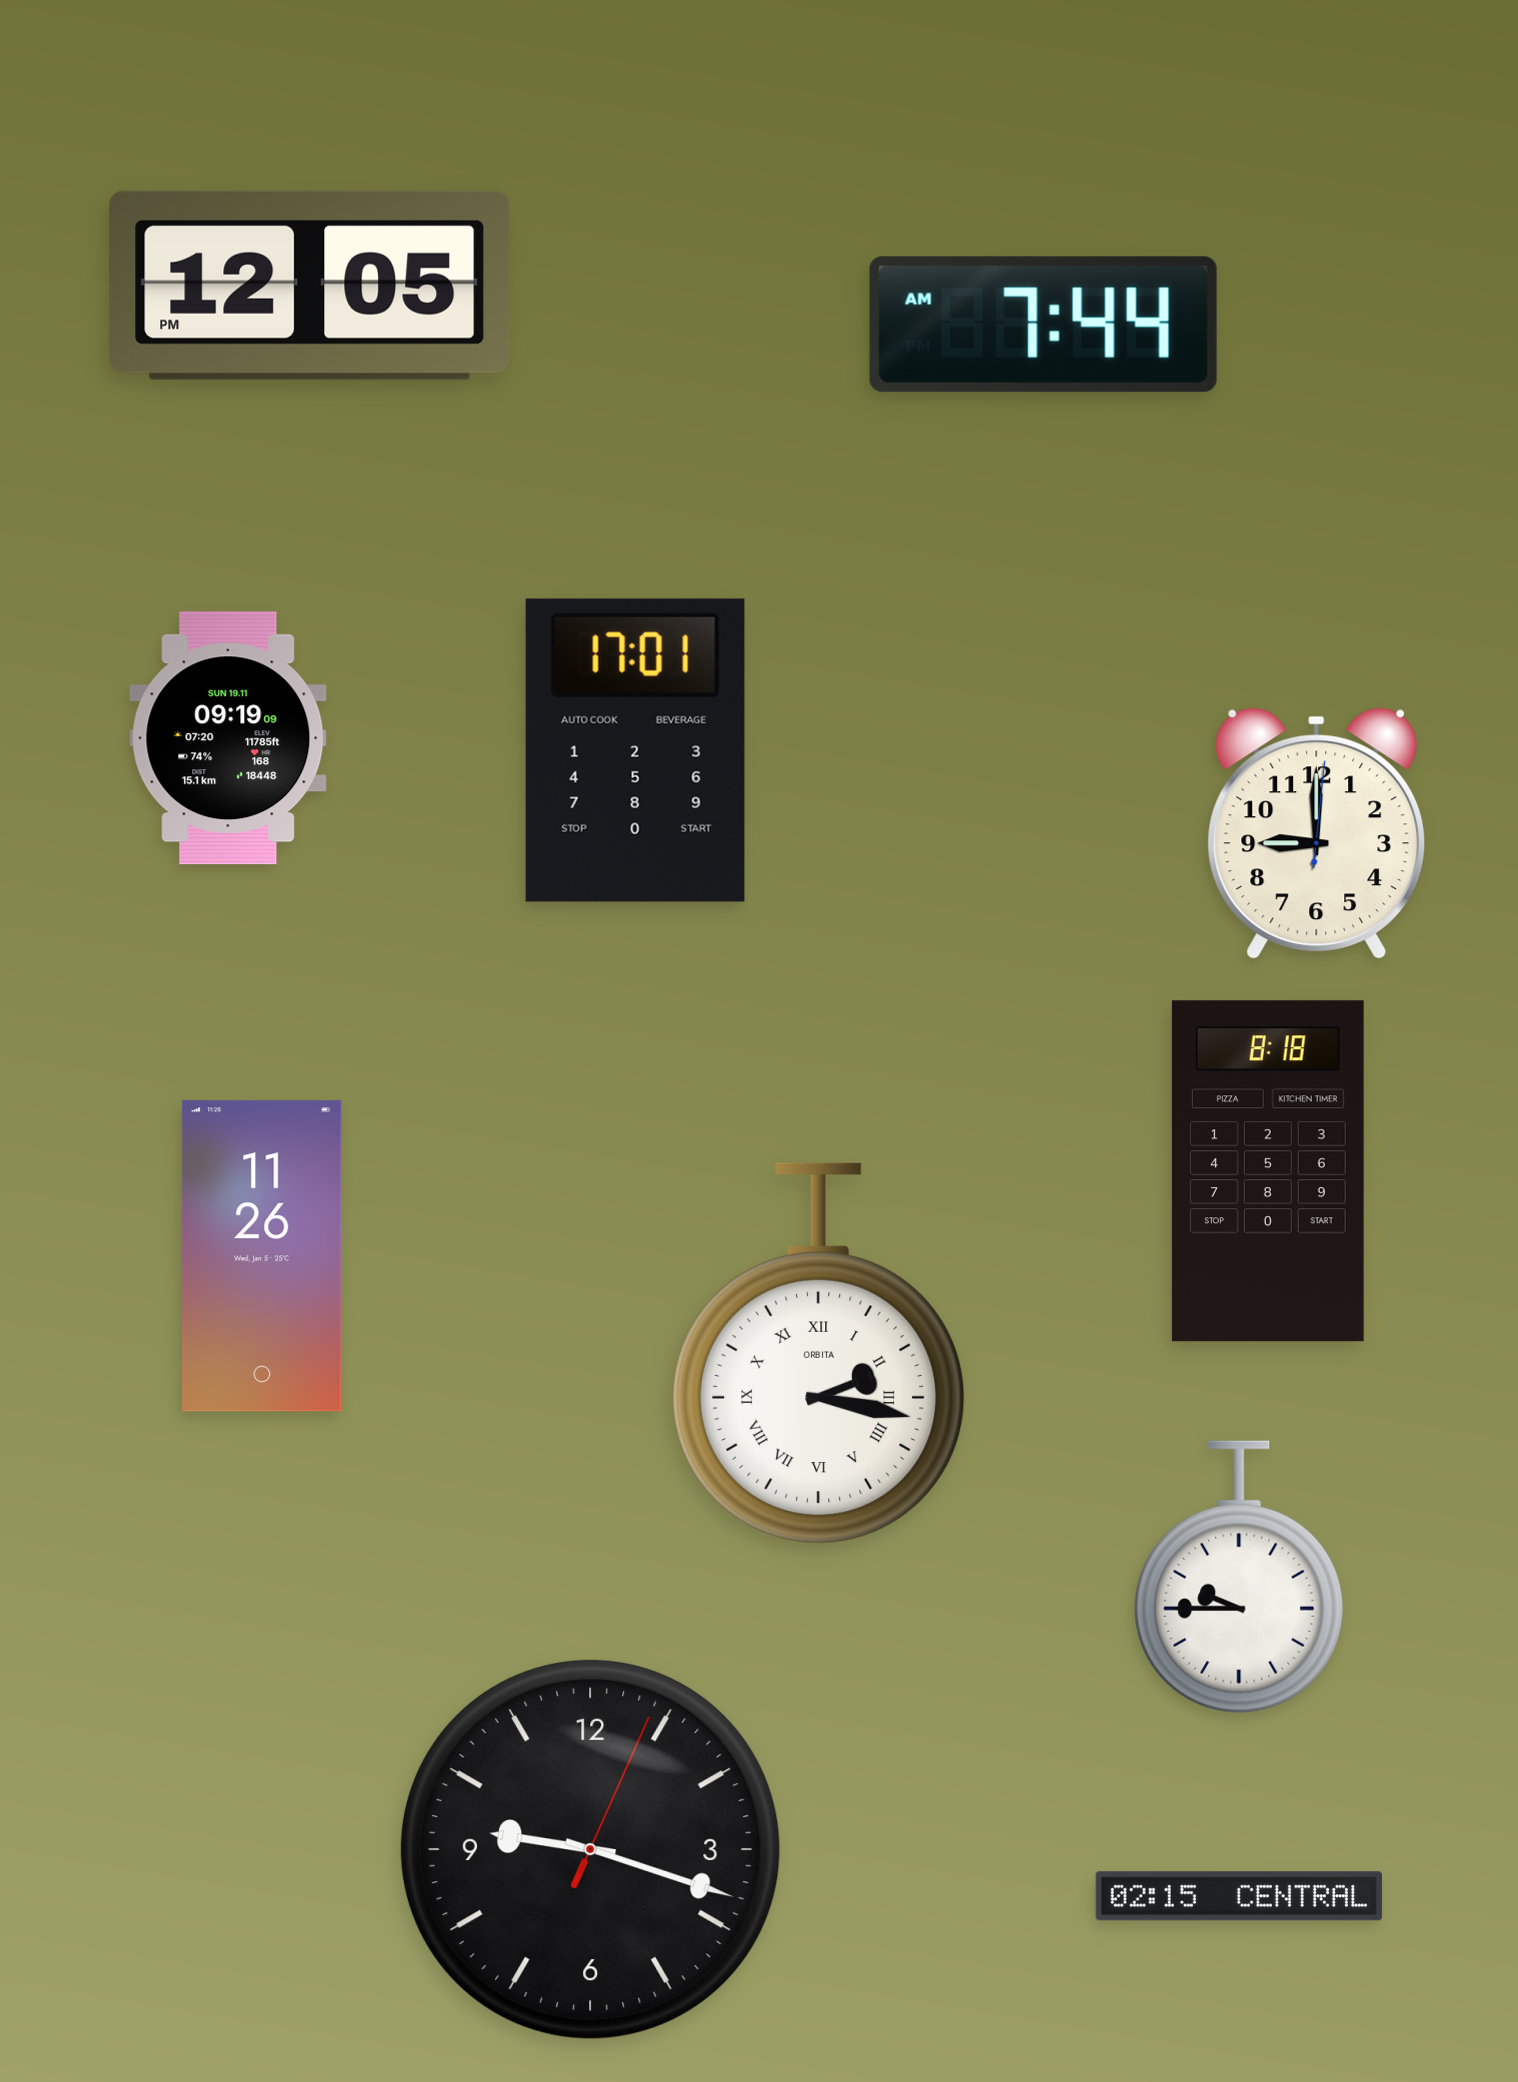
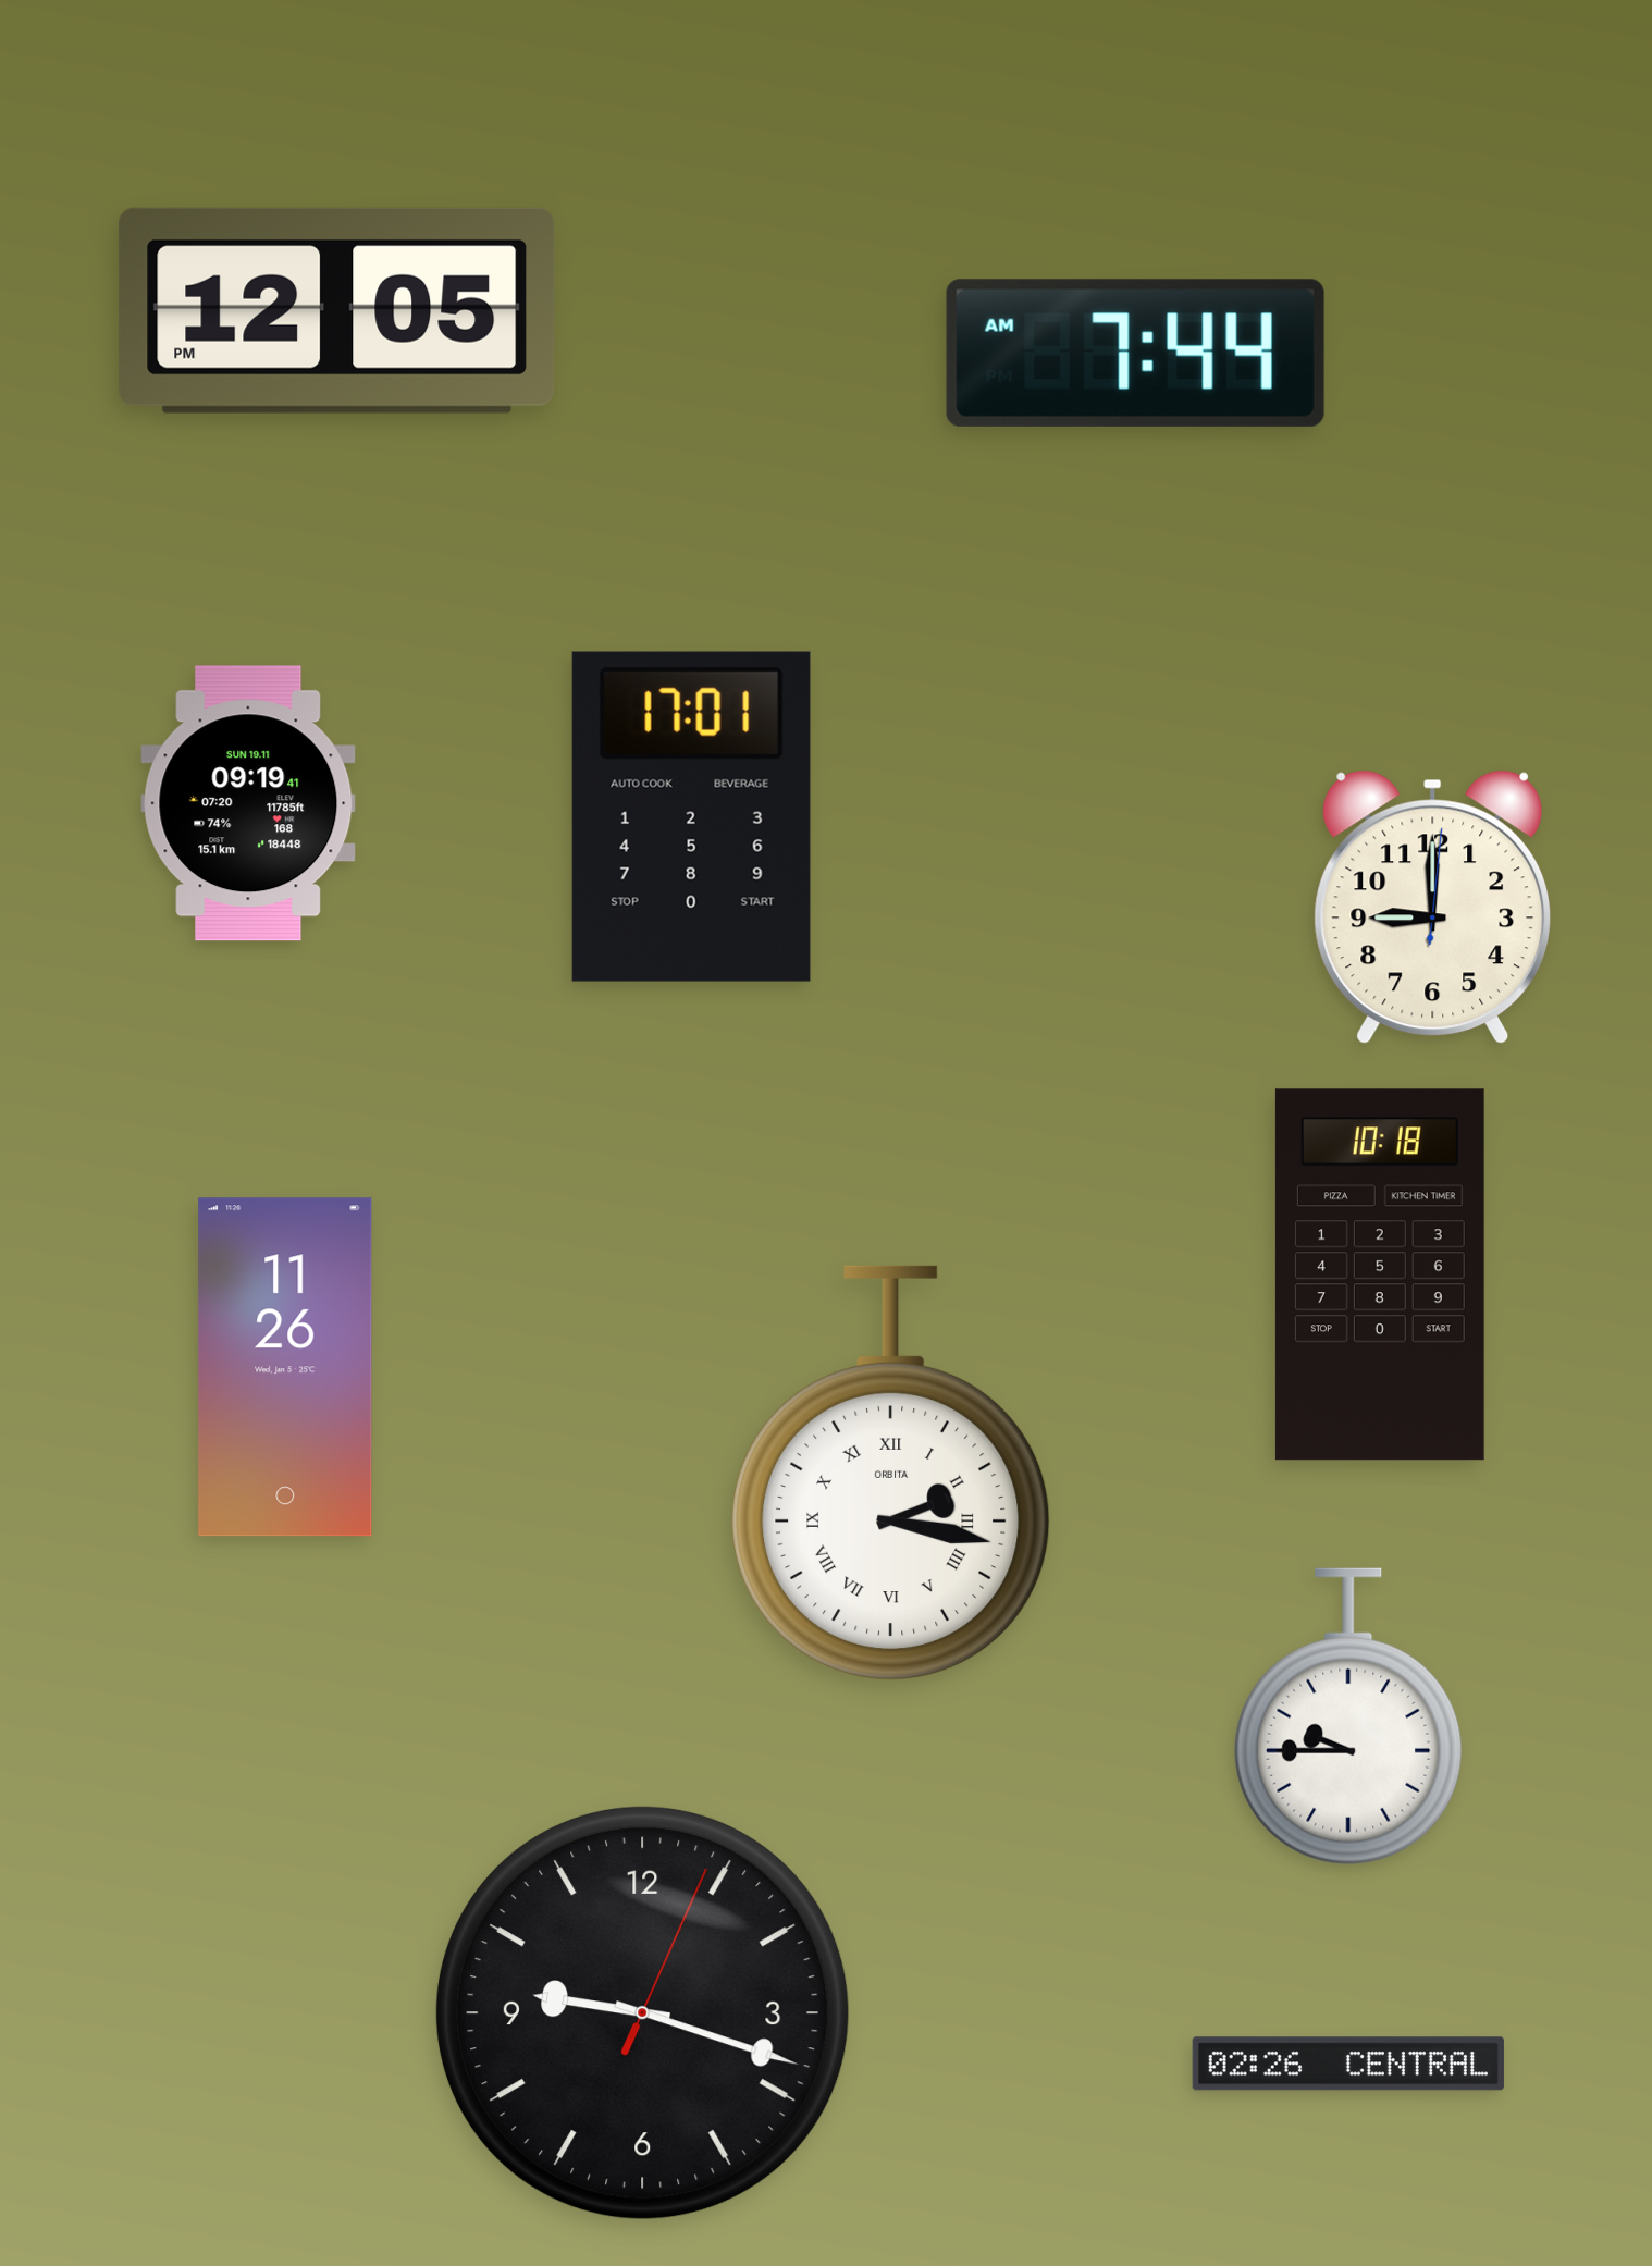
clock at (228, 738): 09:19:09 -> 09:19:41
clock at (1268, 1171): 8:18 -> 10:18
clock at (1239, 1896): 02:15 -> 02:26
